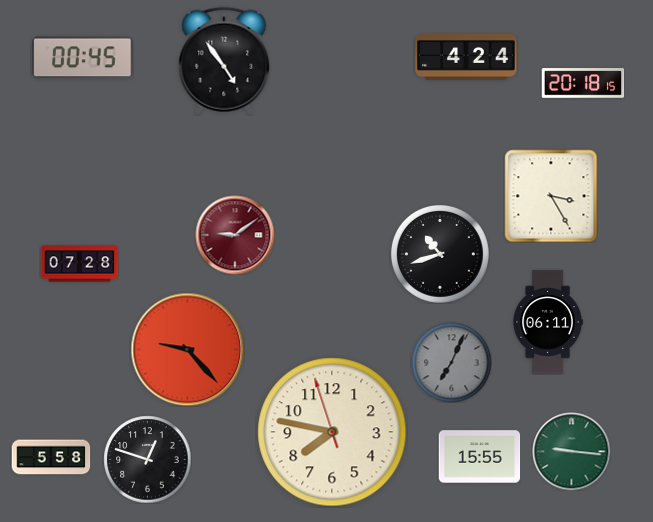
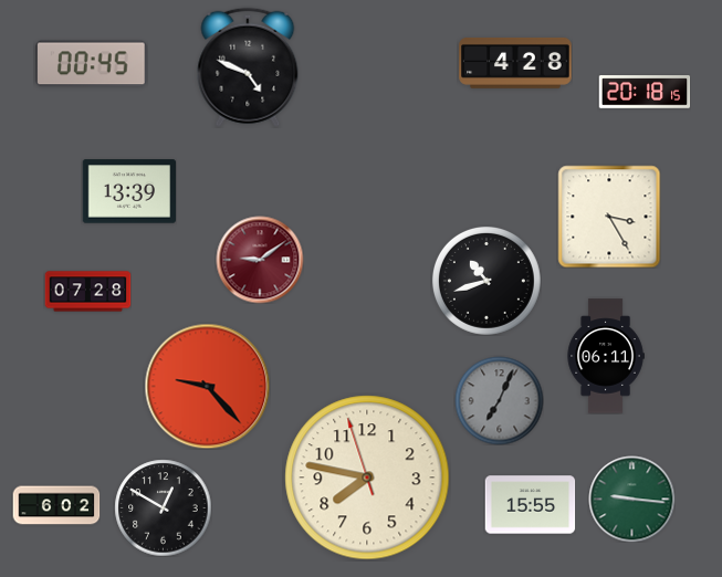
clock at (466, 57): 4:24 -> 4:28
clock at (224, 61): 4:54 -> 4:49
clock at (128, 191): none -> 13:39
clock at (51, 457): 5:58 -> 6:02
clock at (147, 459): 12:48 -> 12:50
